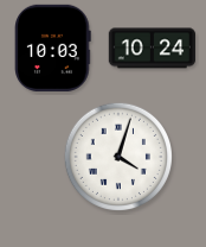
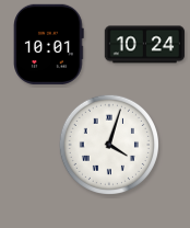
clock at (53, 47): 10:03 -> 10:01
clock at (152, 49) position: (152, 49) -> (144, 45)
